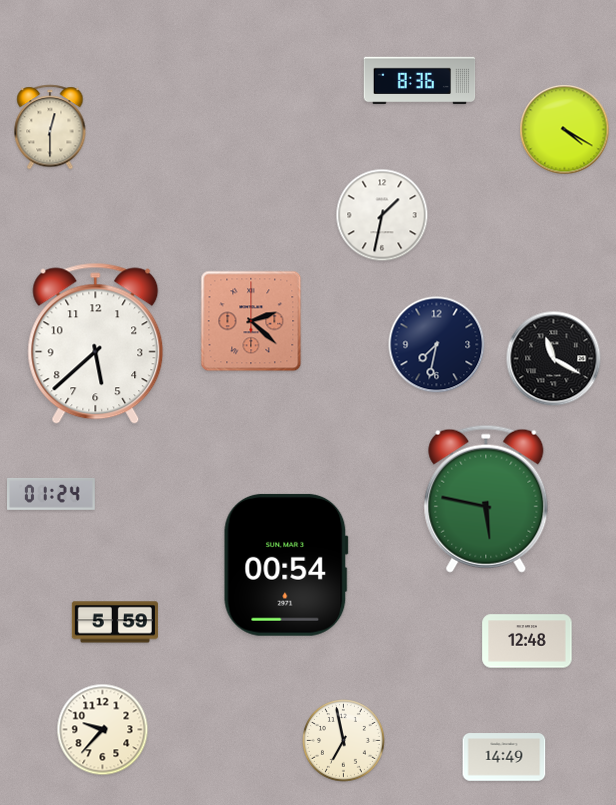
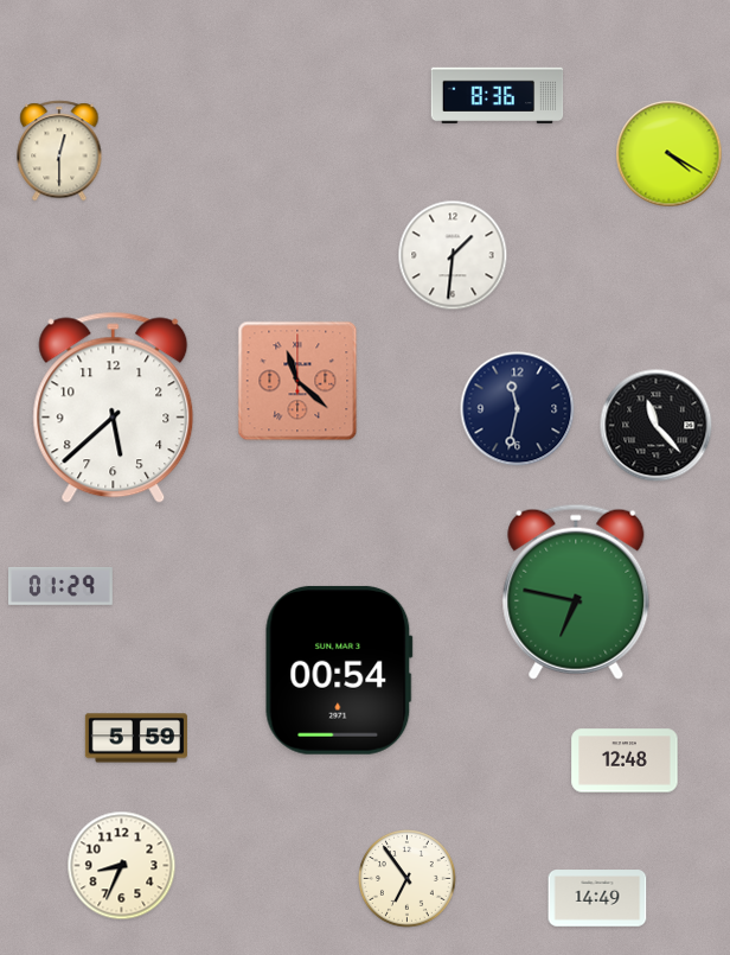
clock at (382, 215): 1:32 -> 1:31
clock at (251, 321): 2:22 -> 11:22
clock at (437, 345): 7:32 -> 11:32
clock at (554, 359): 11:20 -> 11:23
clock at (52, 494): 01:24 -> 01:29
clock at (486, 499): 5:47 -> 6:47
clock at (103, 730): 9:37 -> 8:34
clock at (344, 741): 6:58 -> 6:54
